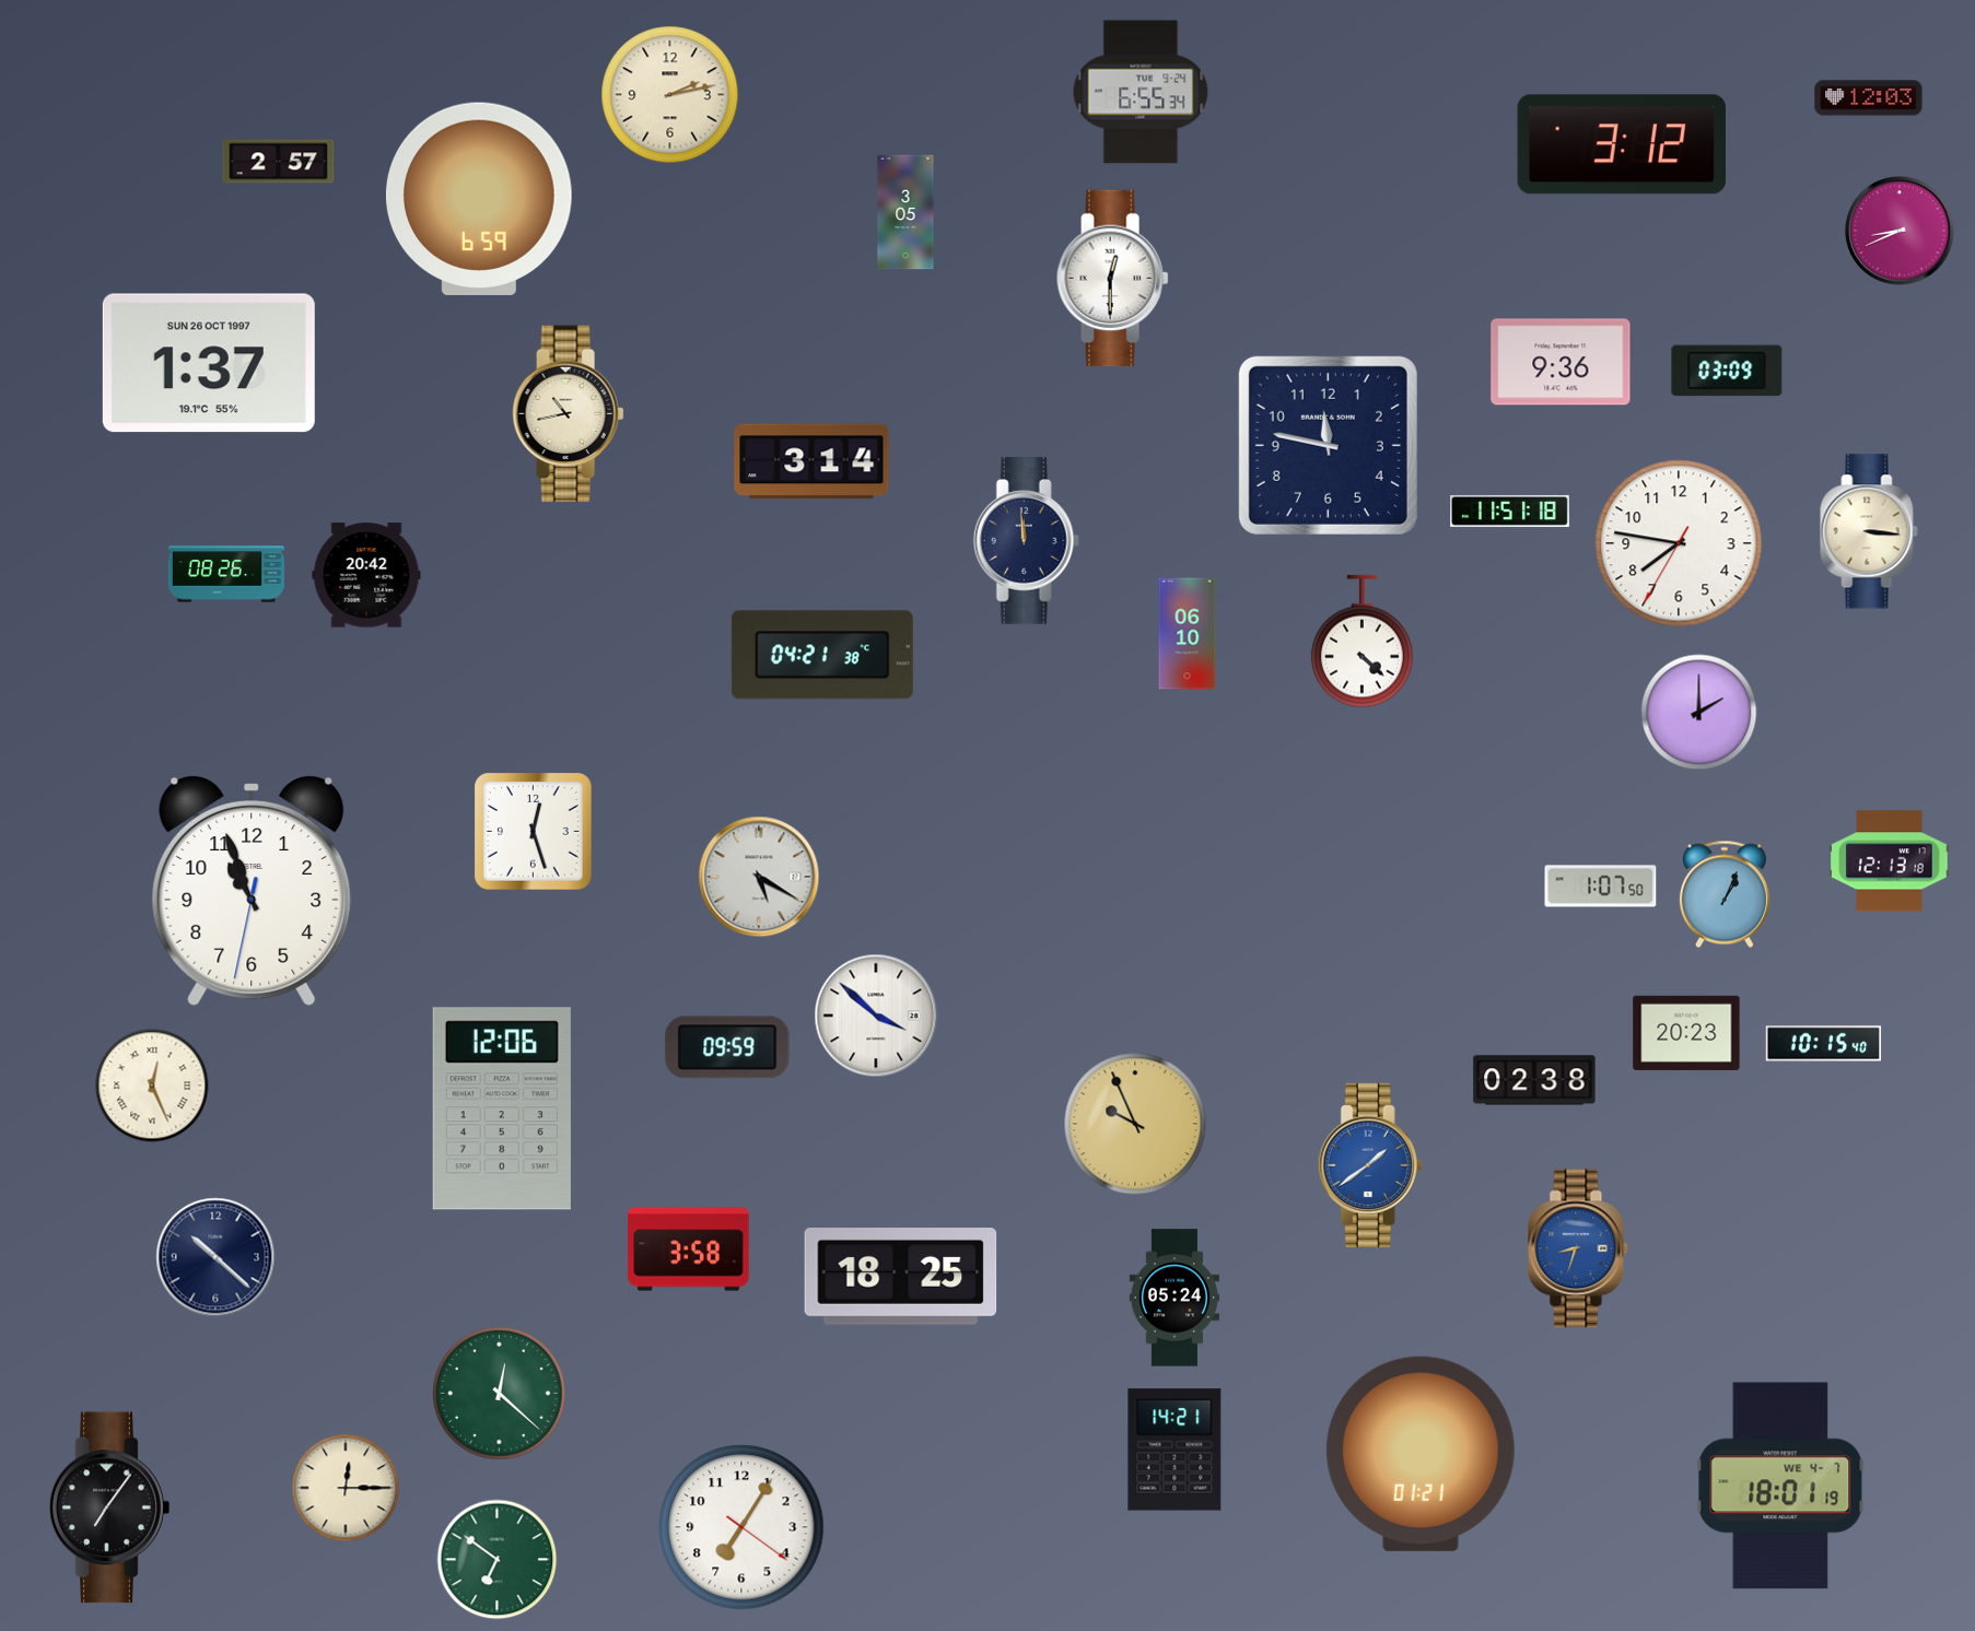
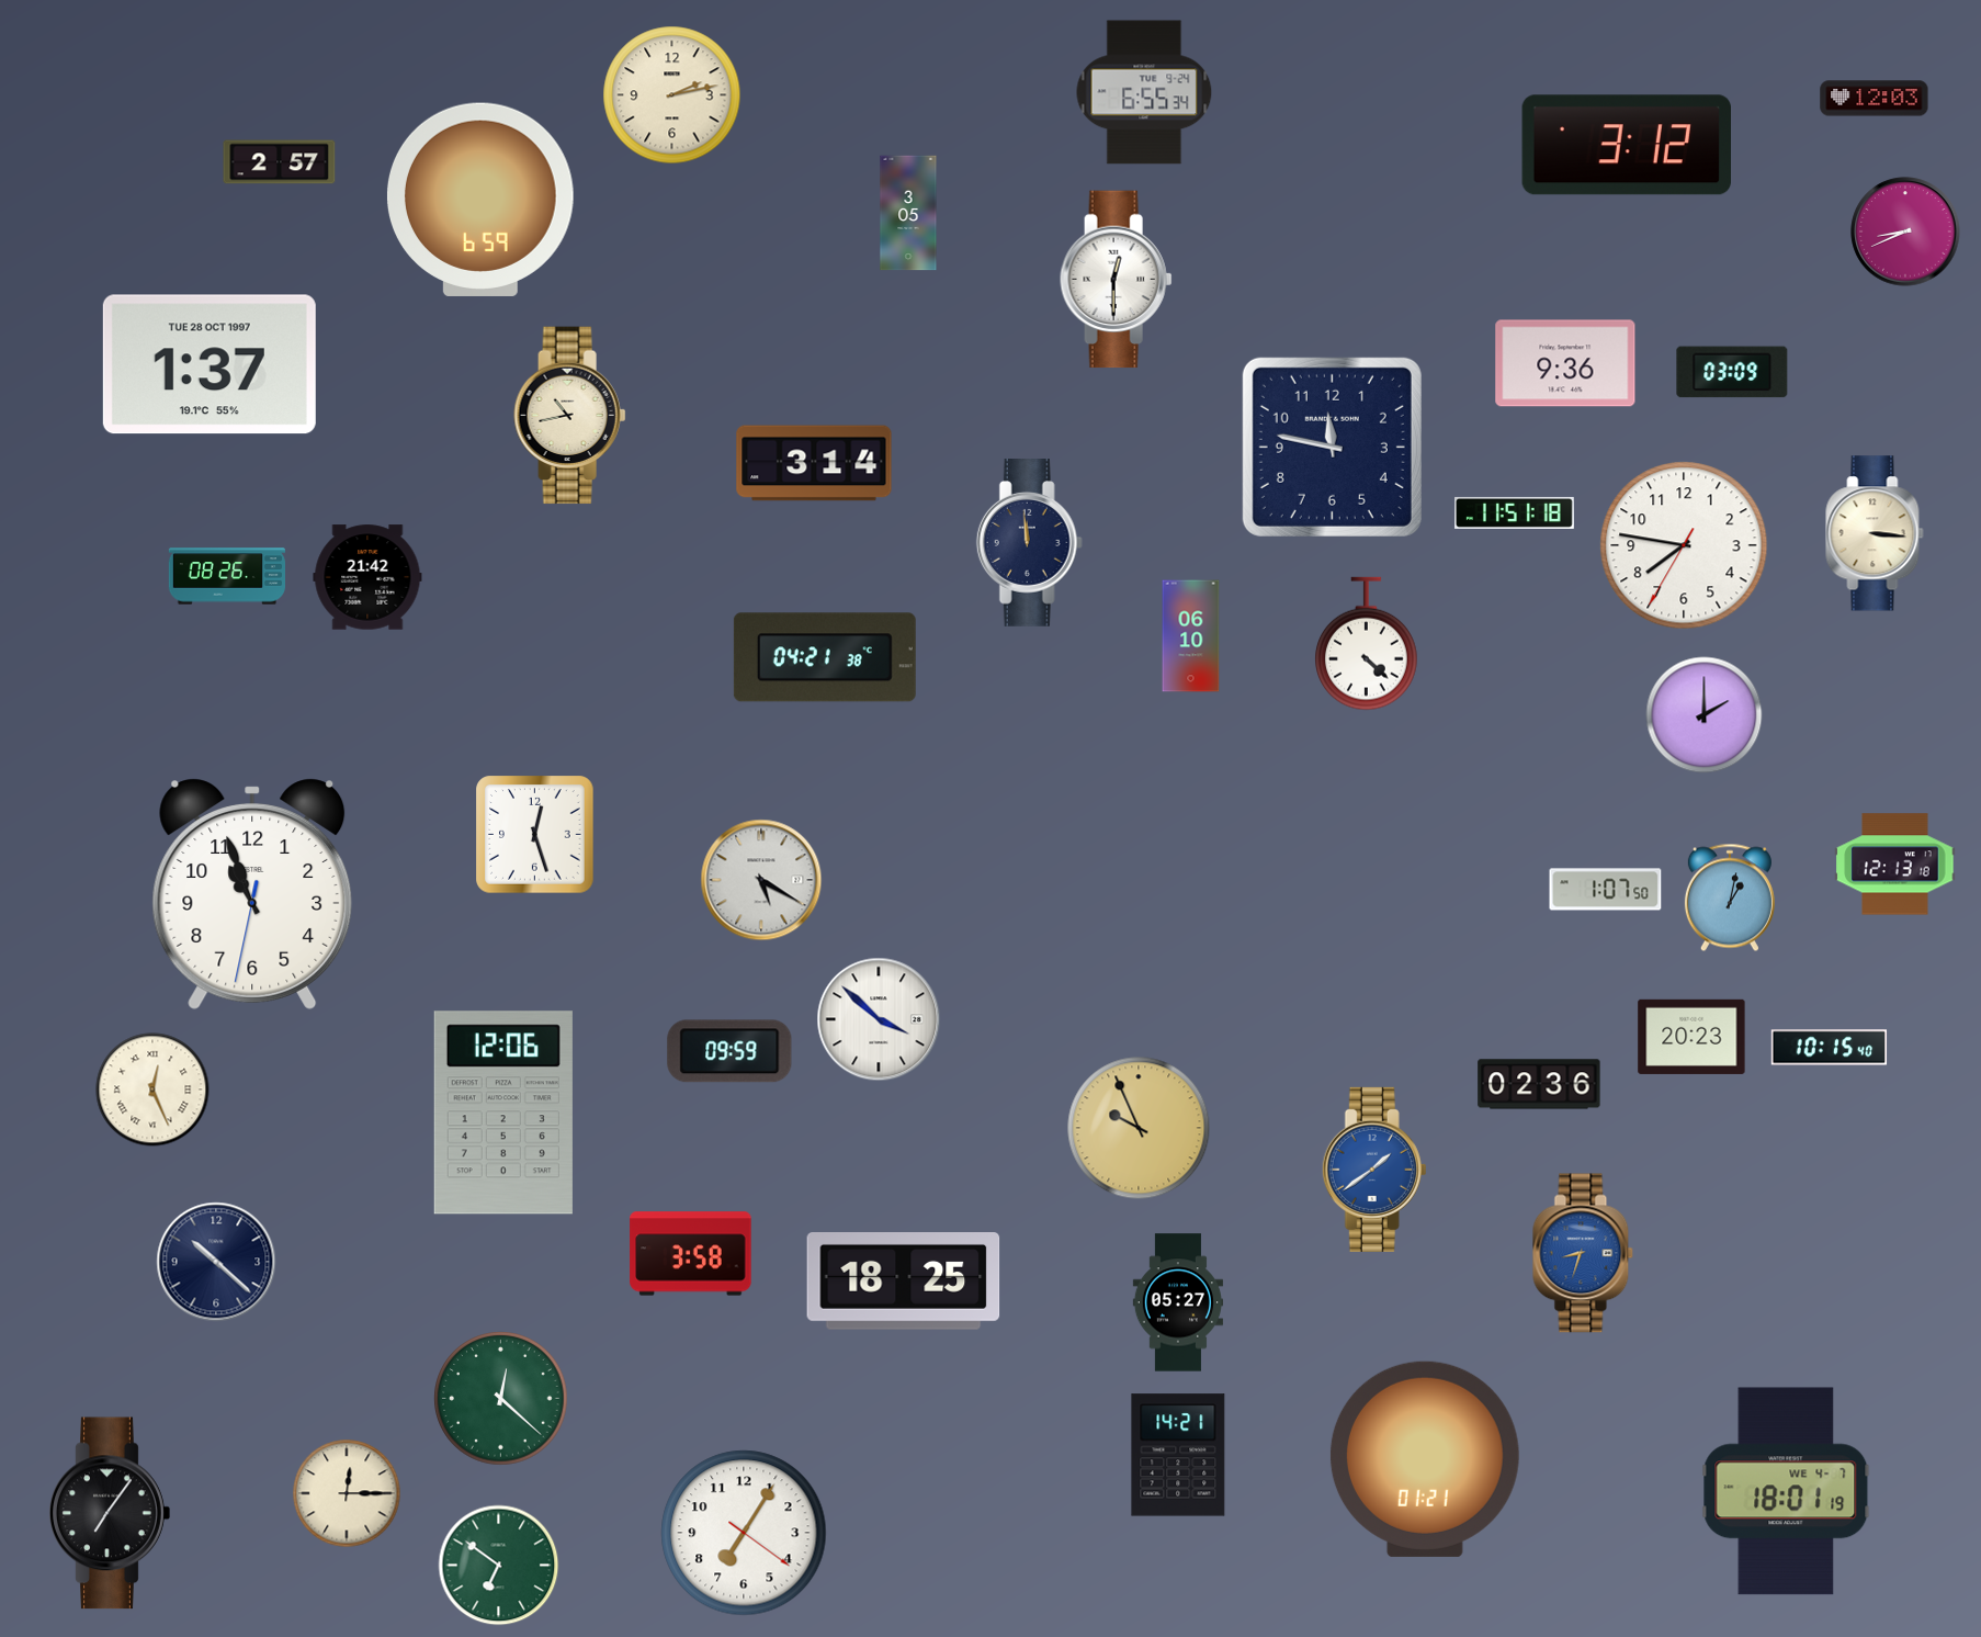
clock at (209, 363) date: SUN 26 OCT 1997 -> TUE 28 OCT 1997
clock at (366, 575): 20:42 -> 21:42
clock at (1725, 894): 1:04 -> 1:02
clock at (1534, 1080): 02:38 -> 02:36
clock at (1175, 1298): 05:24 -> 05:27
